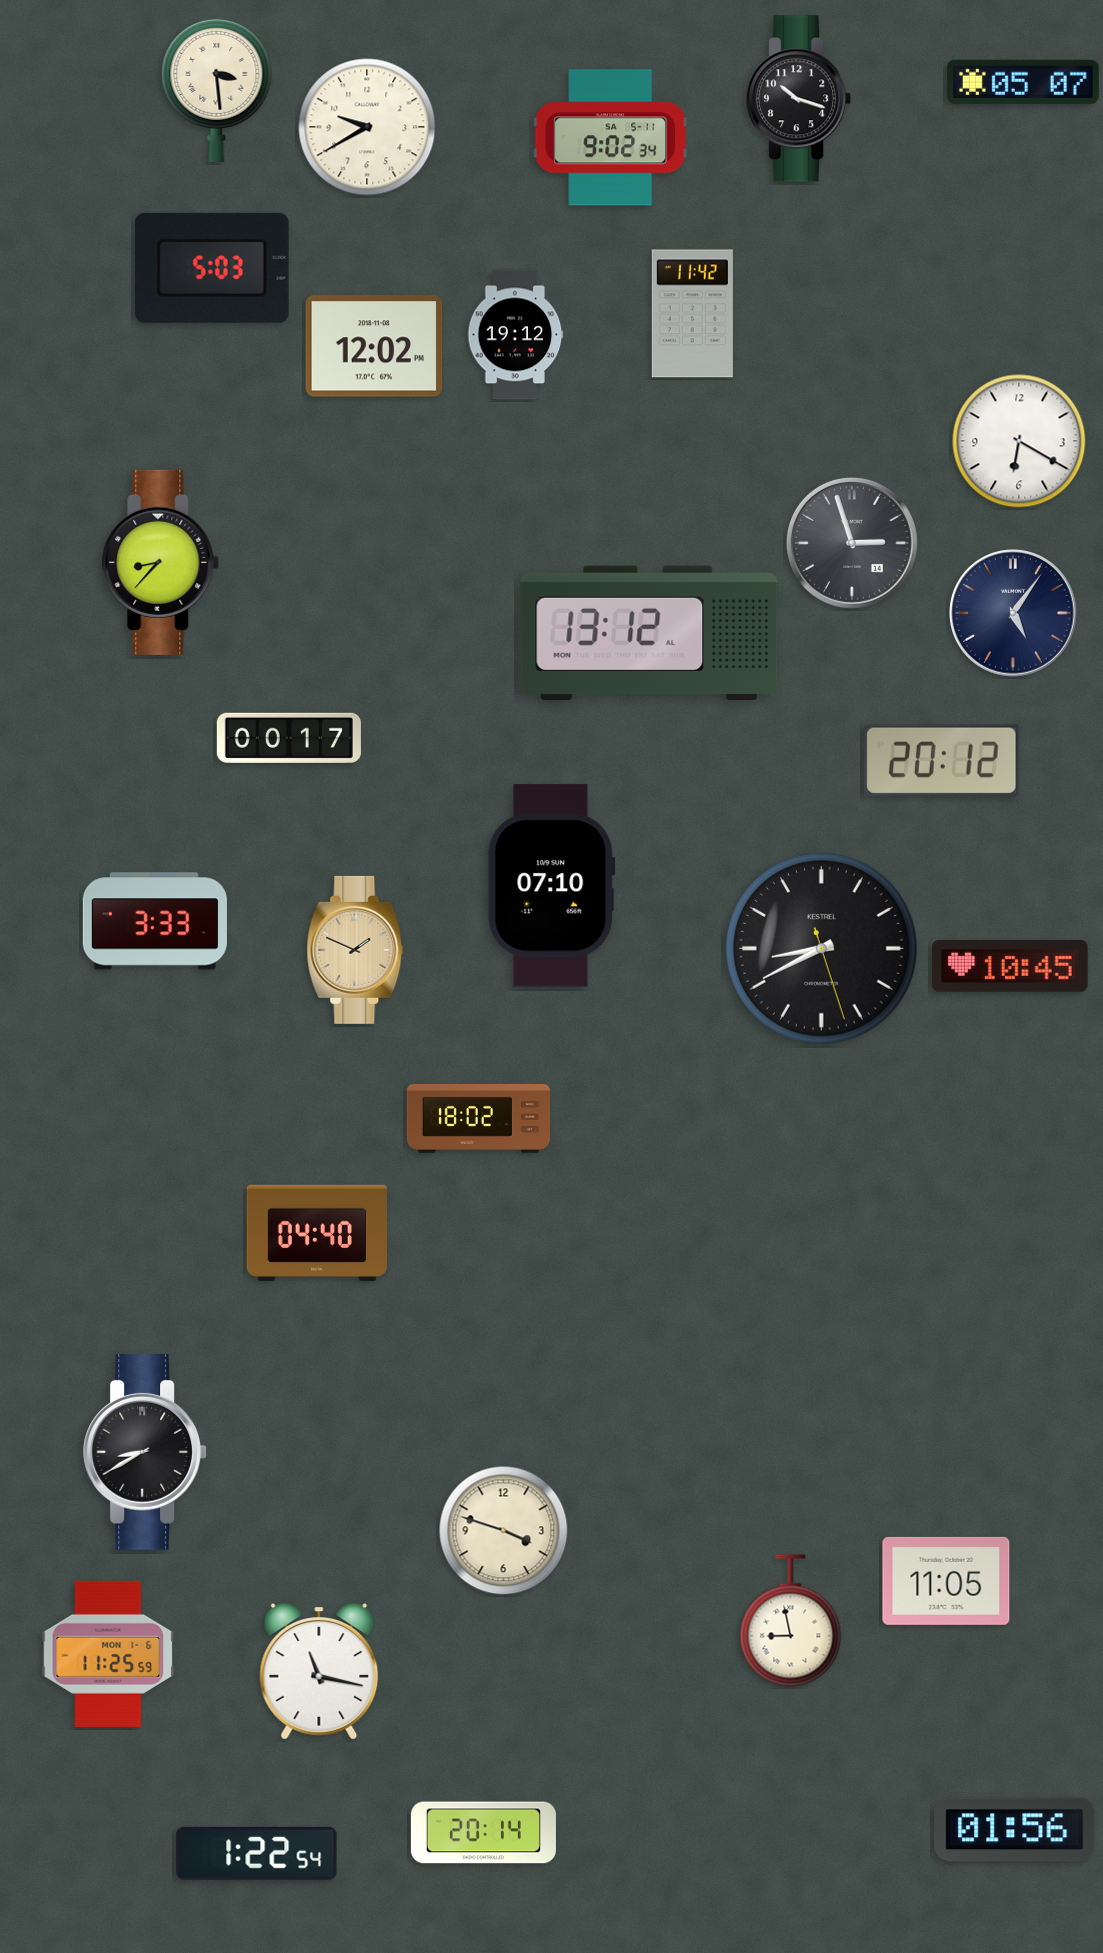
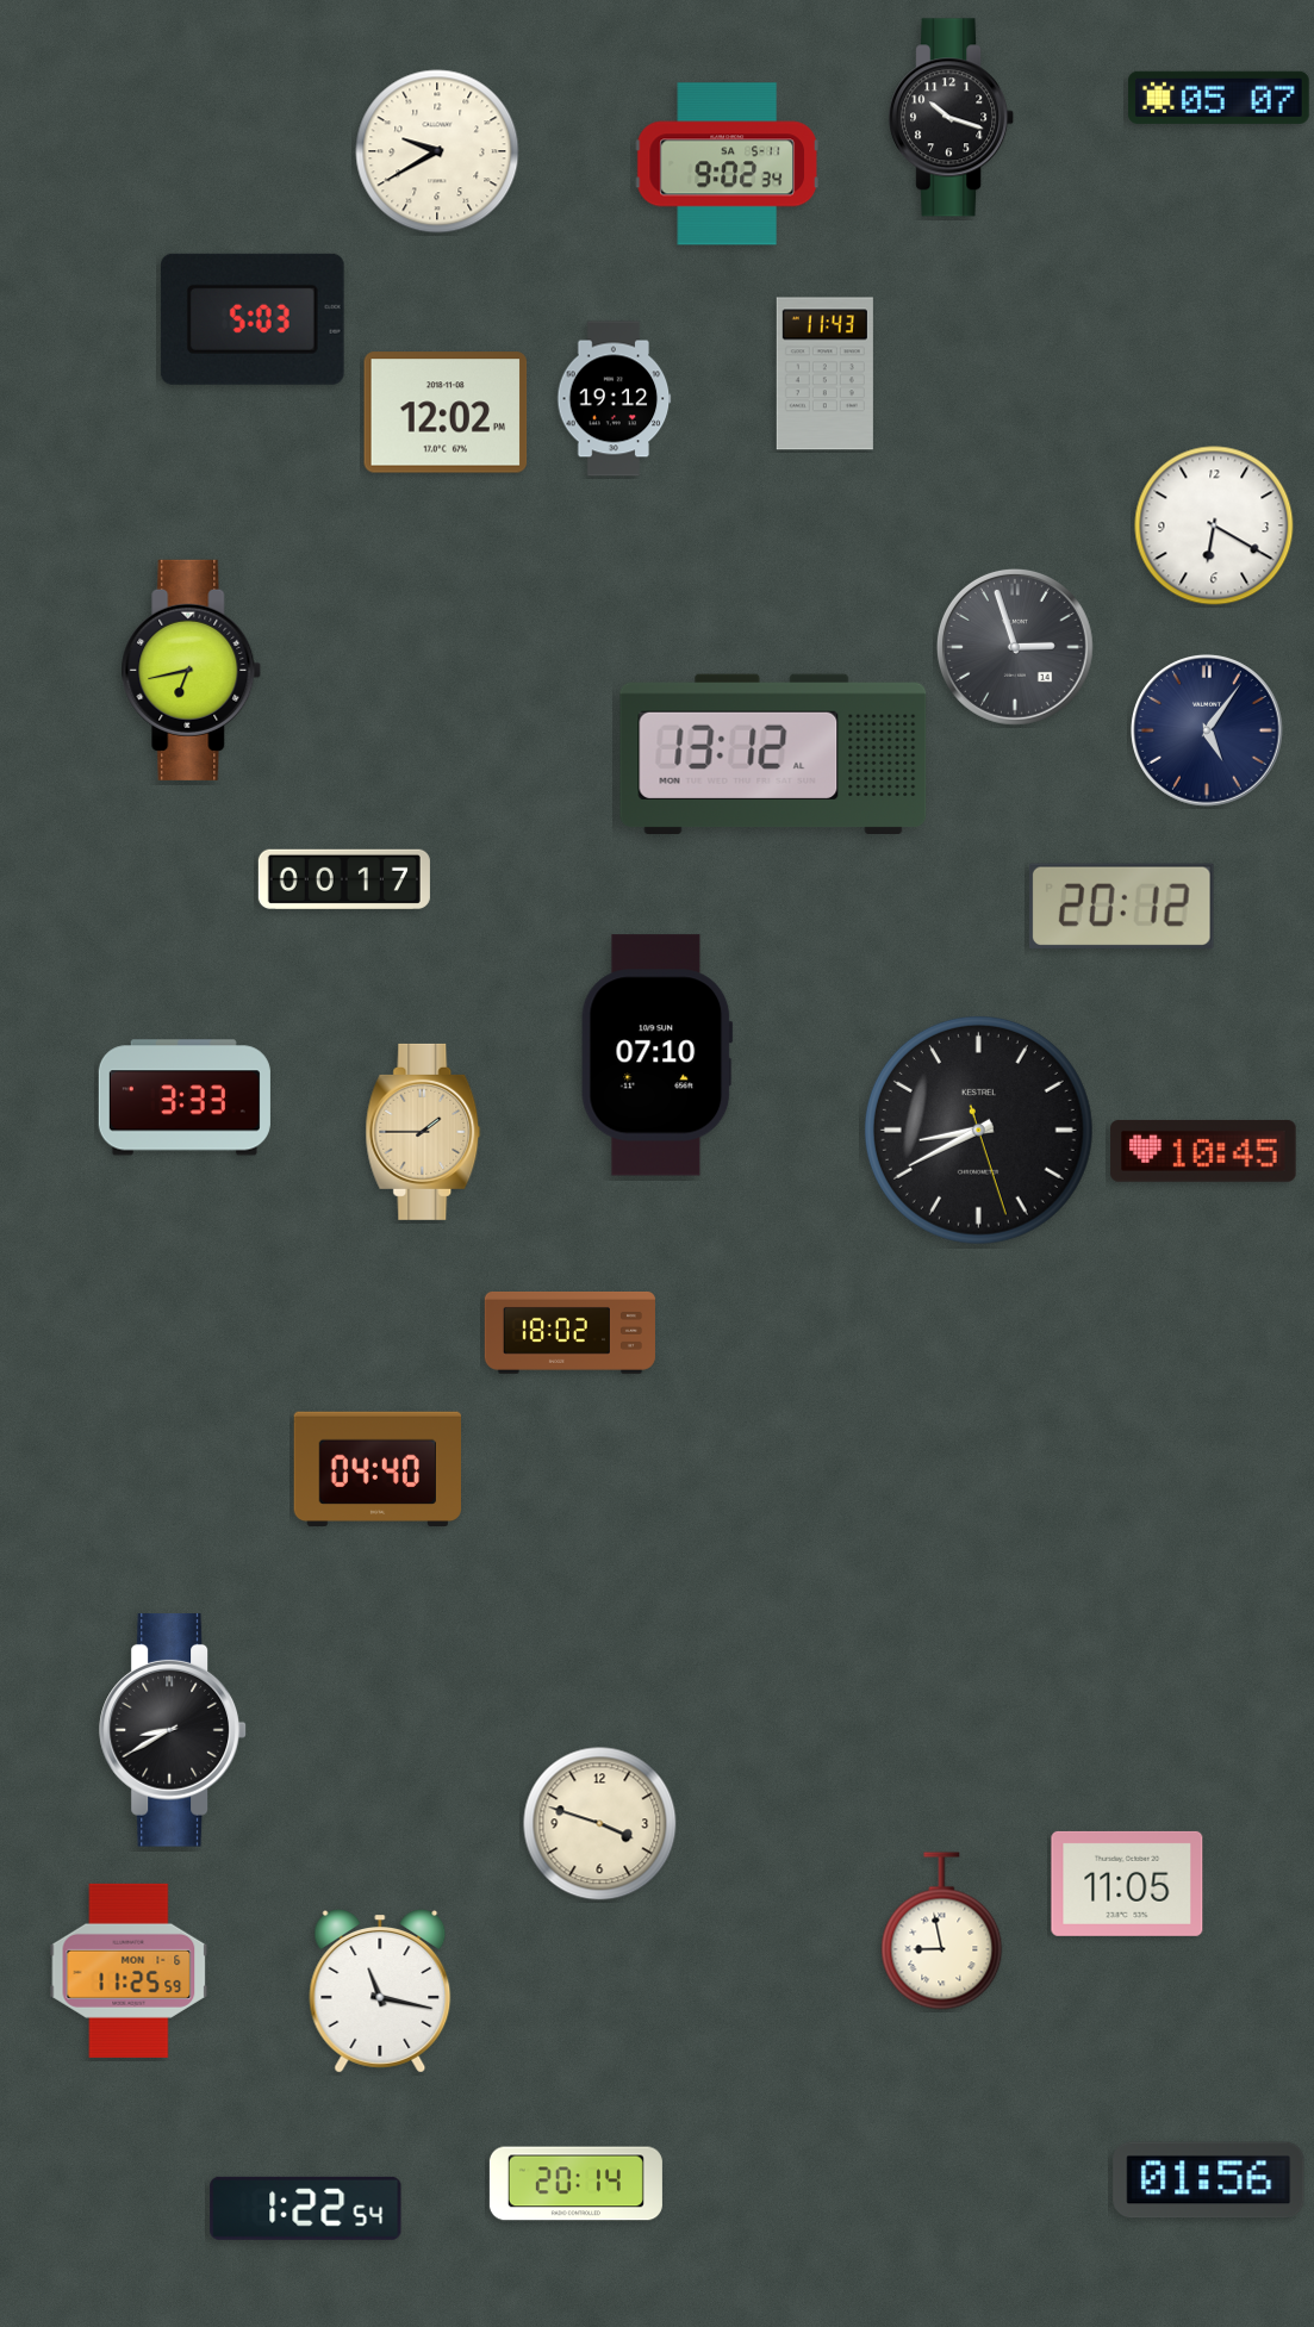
clock at (217, 90): 3:29 -> none
clock at (692, 314): 11:42 -> 11:43
clock at (161, 562): 8:37 -> 6:43
clock at (355, 950): 1:49 -> 1:45
